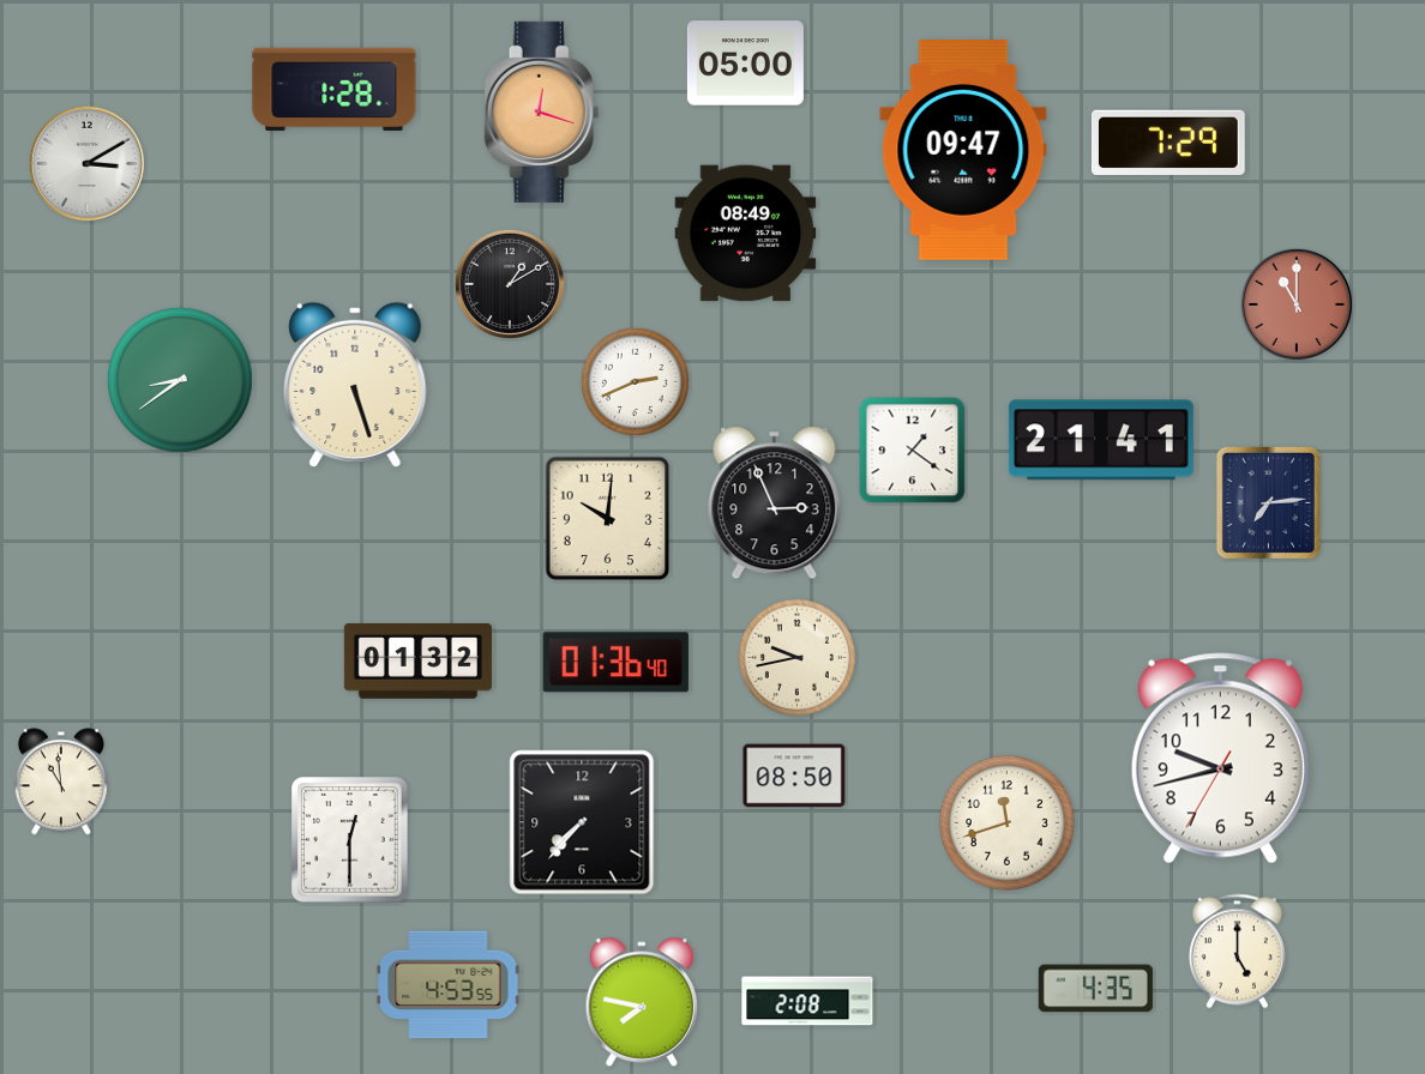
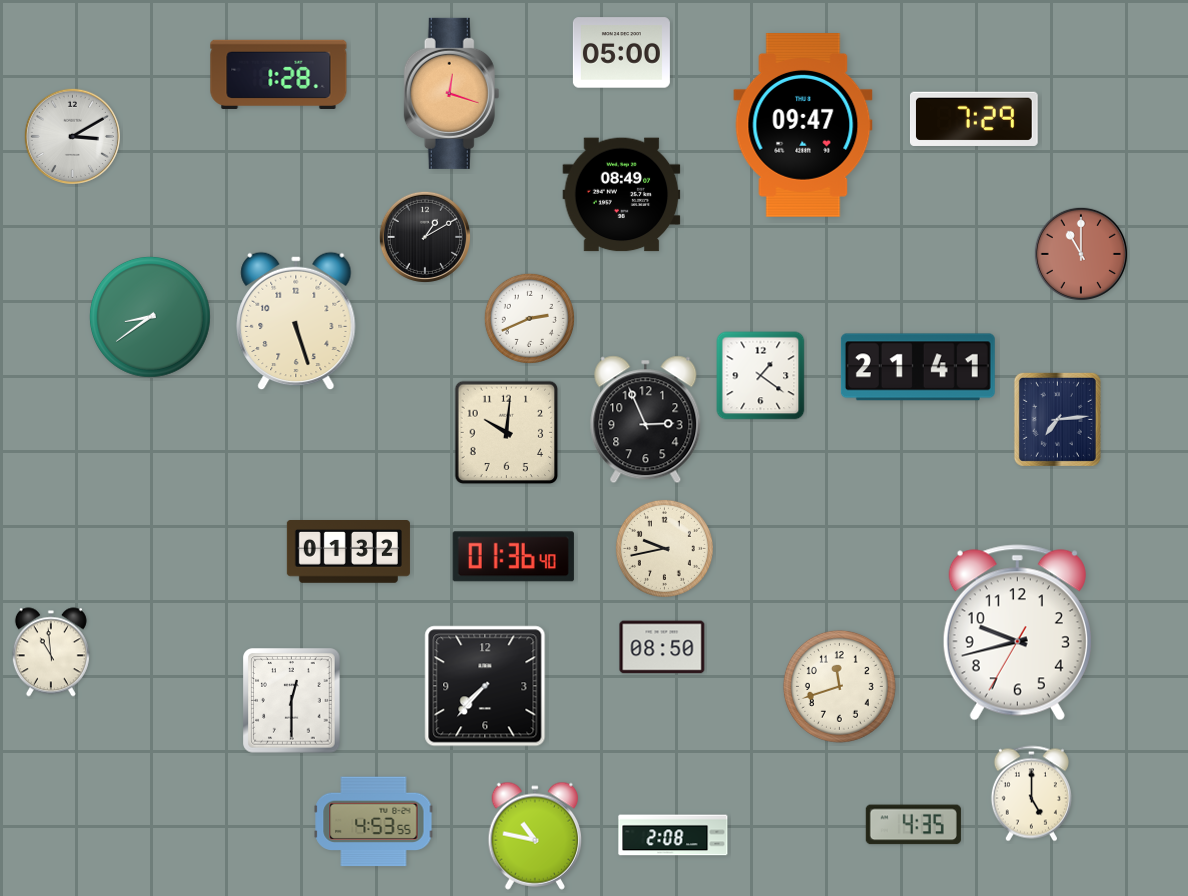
clock at (615, 663) position: (615, 663) -> (513, 557)
clock at (641, 1002): 7:47 -> 10:47
